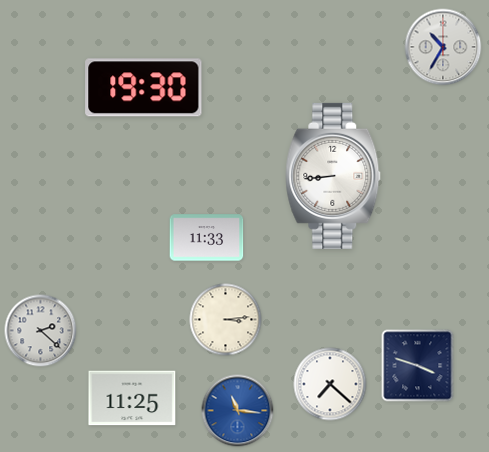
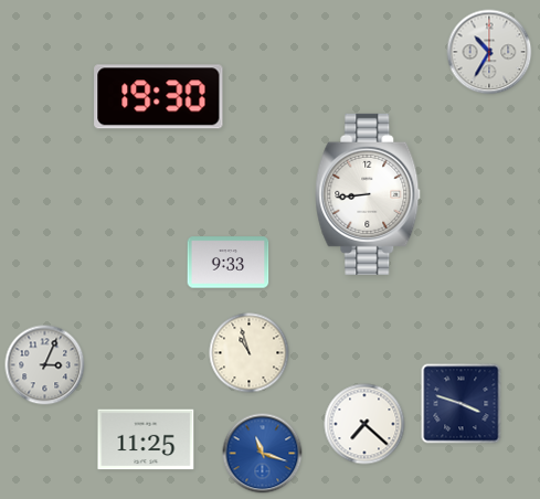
clock at (207, 238): 11:33 -> 9:33
clock at (226, 320): 3:14 -> 10:57
clock at (41, 331): 2:22 -> 3:04
clock at (238, 411): 11:16 -> 11:18
